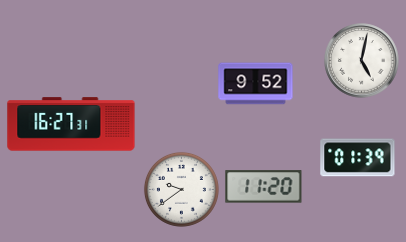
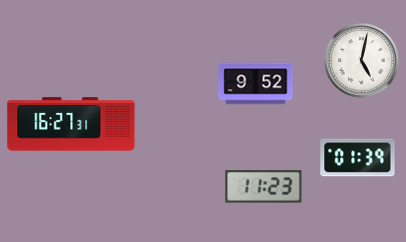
clock at (264, 187): 11:20 -> 11:23
clock at (181, 189): 9:39 -> none
